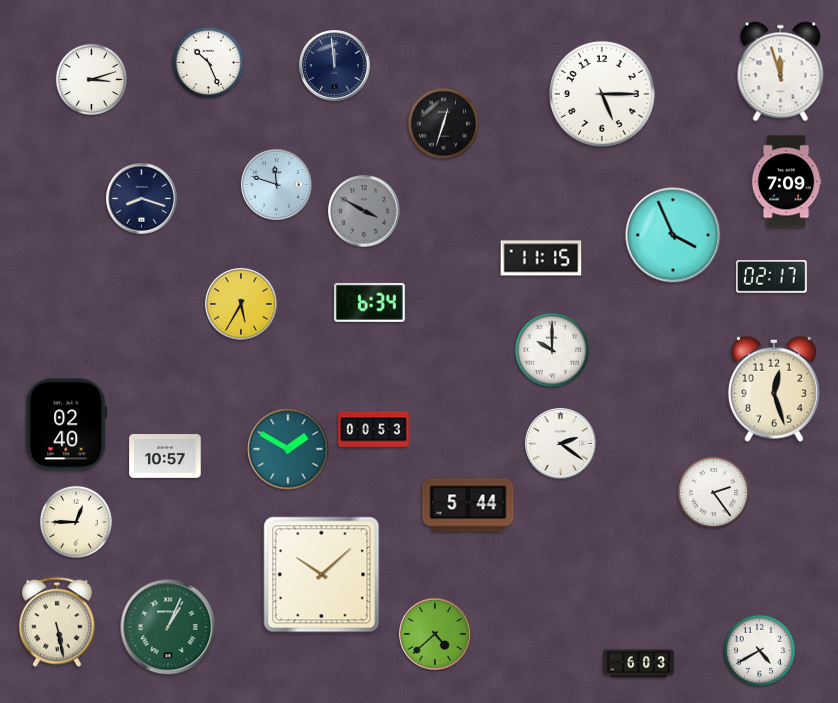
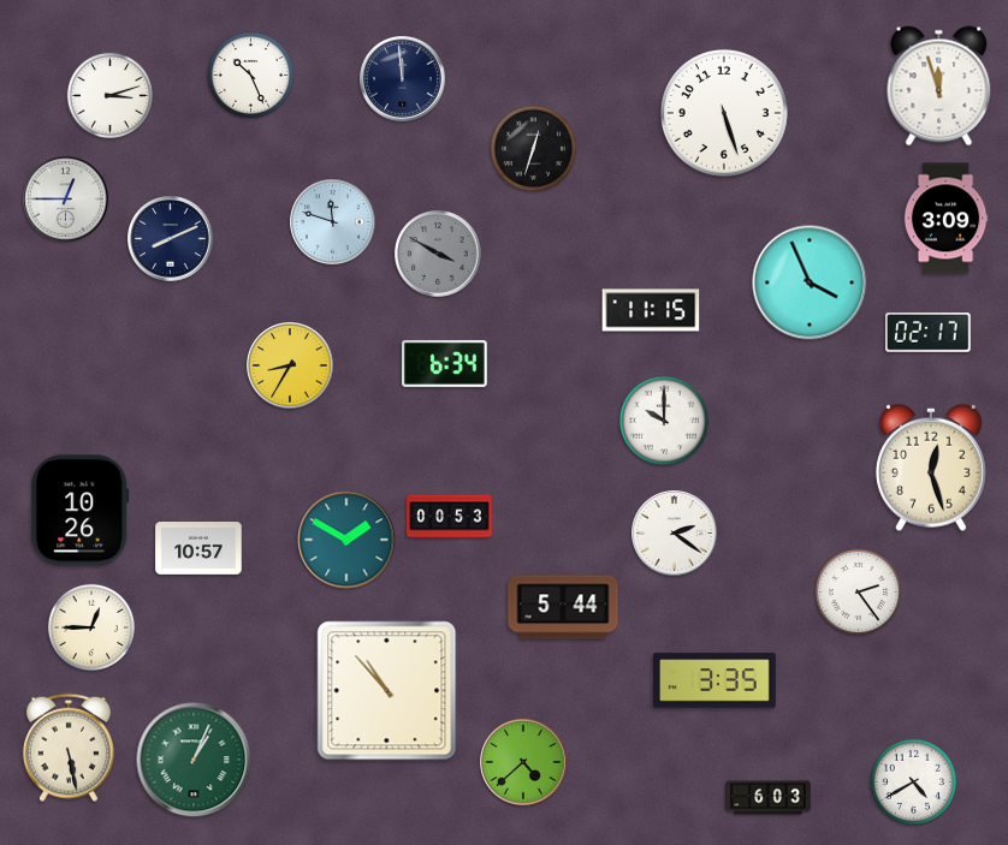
clock at (602, 94): 5:15 -> 5:27
clock at (66, 200): none -> 12:45
clock at (786, 182): 7:09 -> 3:09
clock at (142, 199): 8:18 -> 8:11
clock at (241, 304): 5:35 -> 8:35
clock at (67, 425): 02:40 -> 10:26
clock at (715, 680): none -> 3:35
clock at (322, 575): 10:08 -> 10:53
clock at (168, 627) position: (168, 627) -> (194, 760)
